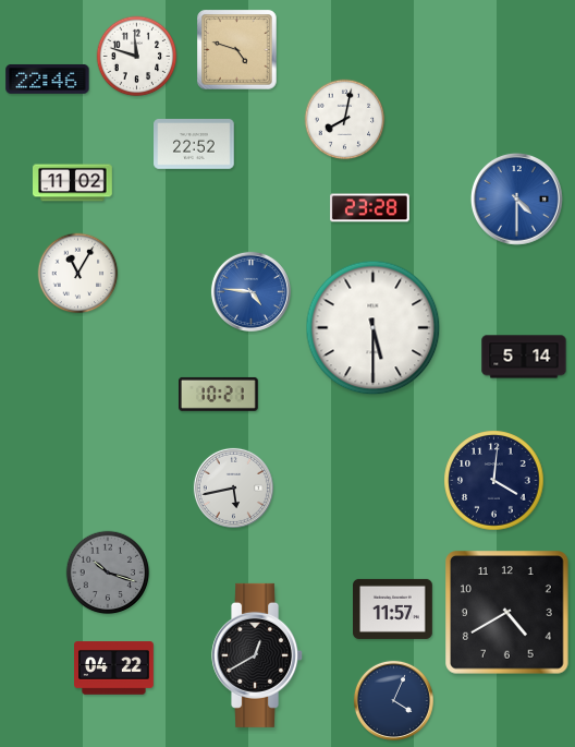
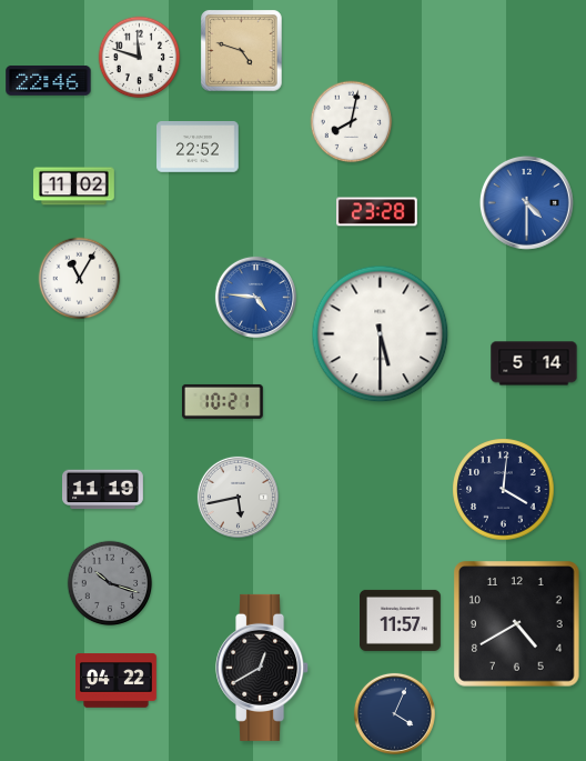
clock at (103, 490): none -> 11:19
clock at (393, 700) position: (393, 700) -> (394, 713)
